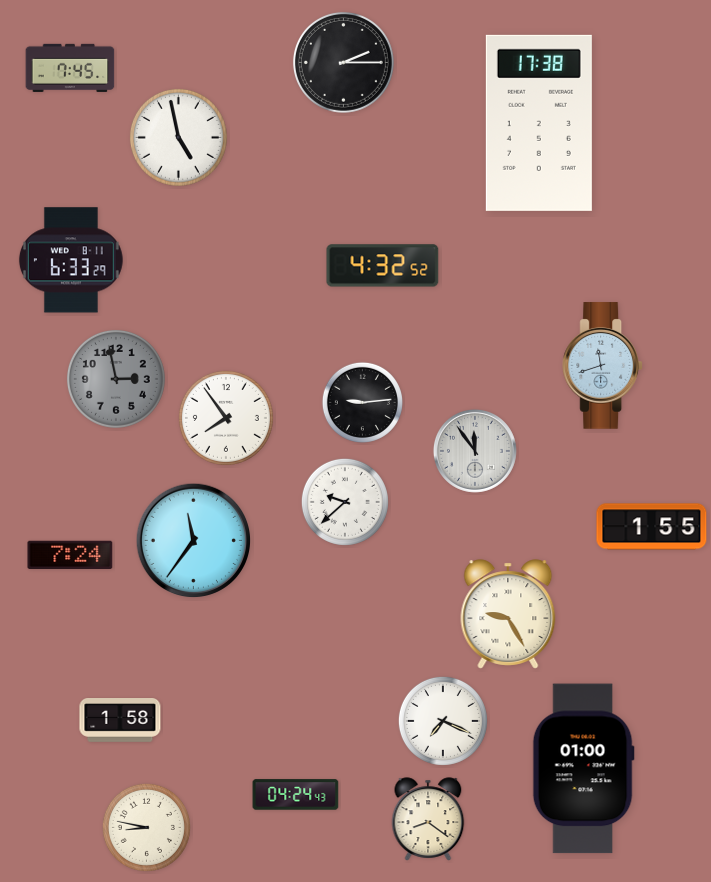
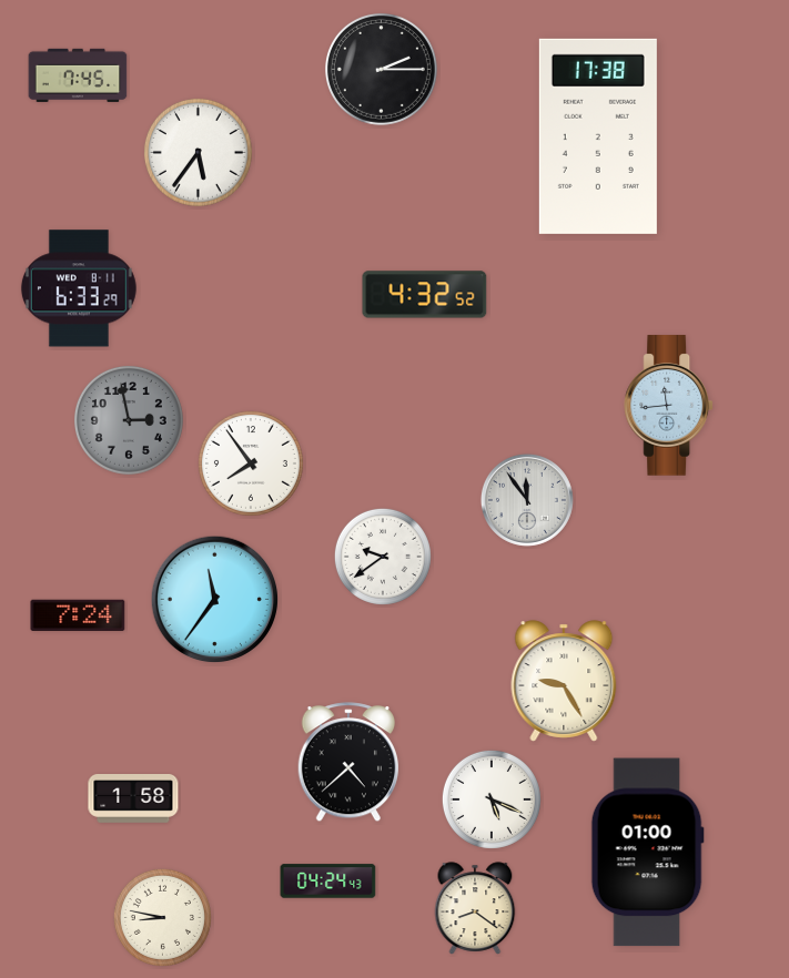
clock at (178, 137): 4:58 -> 5:36
clock at (603, 366): 11:42 -> 11:44
clock at (362, 402): 9:14 -> none
clock at (345, 502): 9:38 -> 9:39
clock at (652, 527): 1:55 -> none
clock at (347, 763): none -> 4:38
clock at (443, 721): 7:19 -> 5:19
